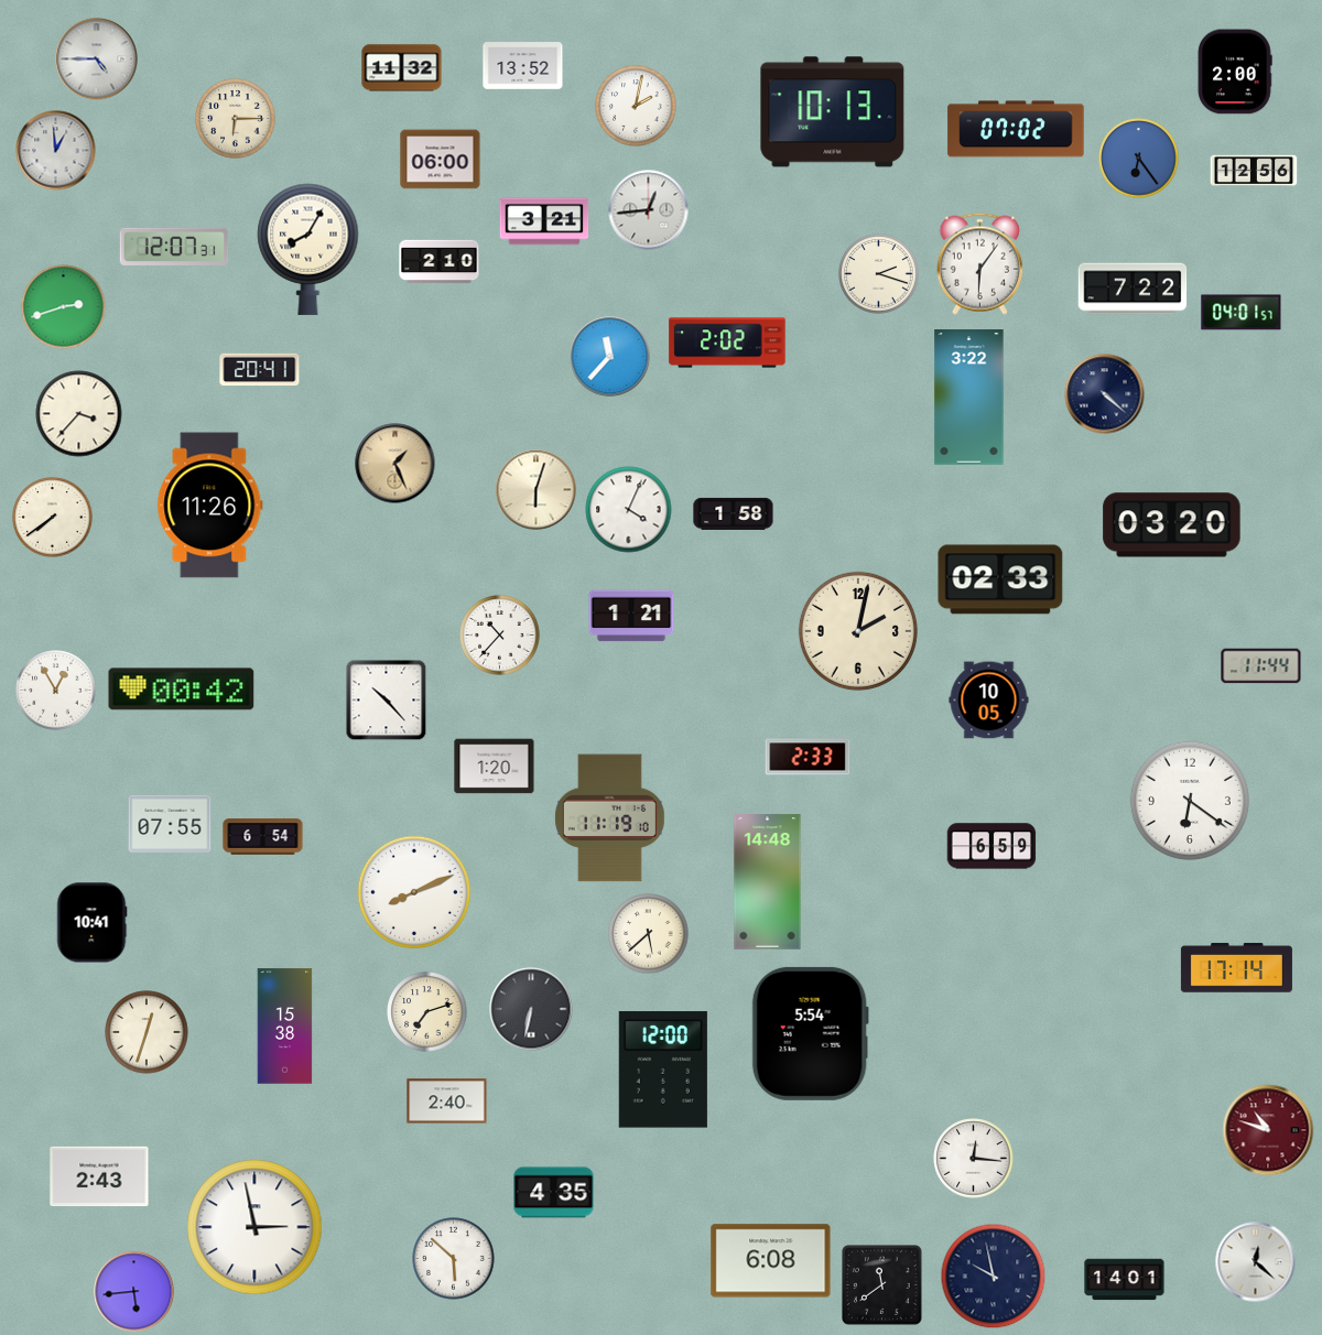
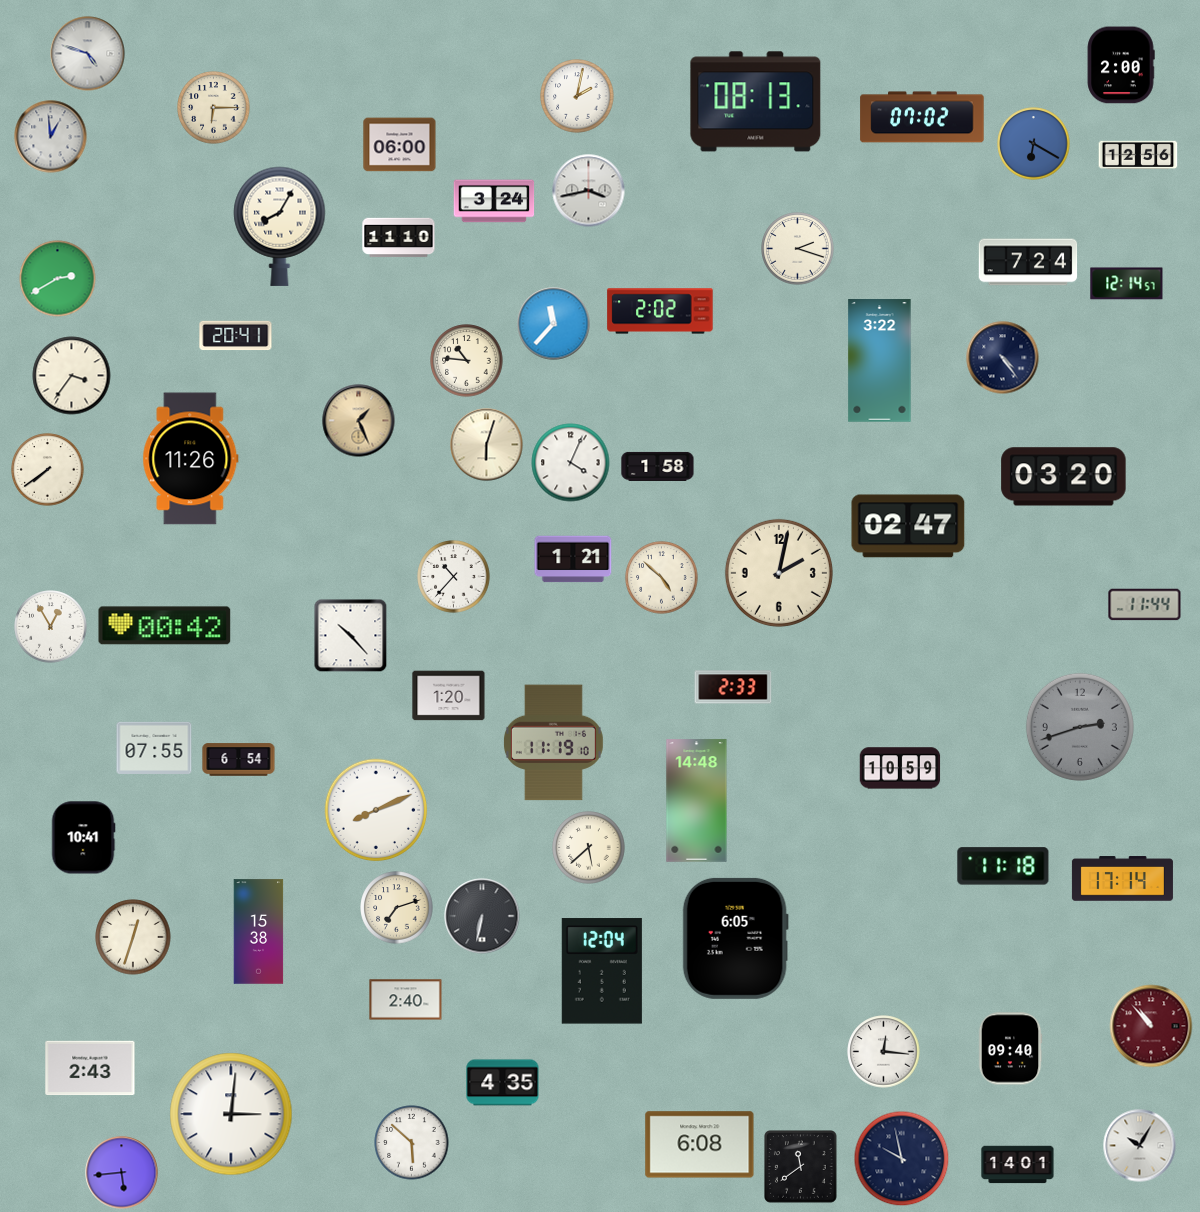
clock at (97, 59): 4:45 -> 4:48
clock at (523, 66): 13:52 -> none
clock at (402, 68): 11:32 -> none
clock at (833, 112): 10:13 -> 08:13
clock at (1139, 159): 6:24 -> 6:20
clock at (649, 210): 12:44 -> 3:43
clock at (544, 221): 3:21 -> 3:24
clock at (174, 247): 12:07 -> none
clock at (440, 262): 2:10 -> 11:10
clock at (979, 263): 6:06 -> none
clock at (1133, 289): 7:22 -> 7:24
clock at (64, 307): 2:42 -> 2:40
clock at (1242, 313): 04:01 -> 12:14
clock at (1105, 394): 4:22 -> 4:24
clock at (467, 361): none -> 10:46
clock at (79, 414): 3:37 -> 3:36
clock at (734, 513) position: (734, 513) -> (658, 466)
clock at (1000, 579): 02:33 -> 02:47
clock at (662, 578): none -> 4:52
clock at (989, 701): 10:05 -> none
clock at (1190, 801): 6:21 -> 2:42
clock at (1190, 801) dial: white -> grey
clock at (991, 846): 6:59 -> 10:59
clock at (1003, 866): none -> 11:18
clock at (427, 1012) position: (427, 1012) -> (397, 908)
clock at (810, 1033): 5:54 -> 6:05
clock at (663, 1070): 12:00 -> 12:04
clock at (1268, 1130): 10:48 -> 10:53
clock at (1010, 1049): none -> 09:40
clock at (254, 1227): 2:58 -> 3:01
clock at (1256, 1262): 12:22 -> 10:05
clock at (1125, 1280) position: (1125, 1280) -> (1018, 1165)
